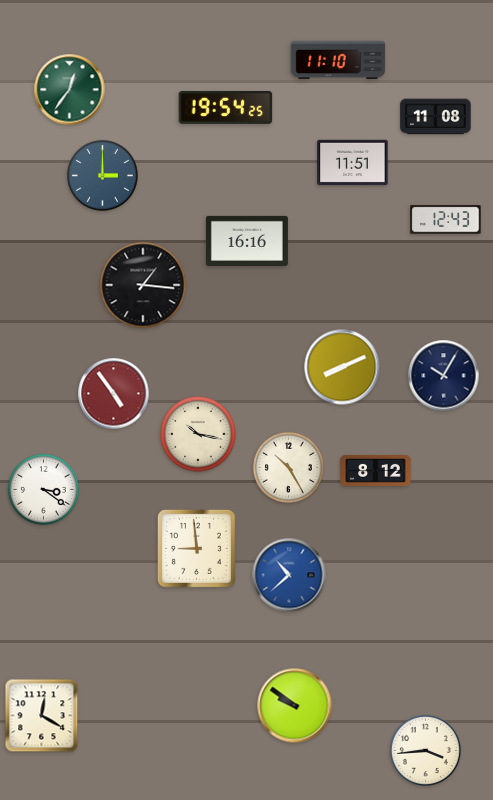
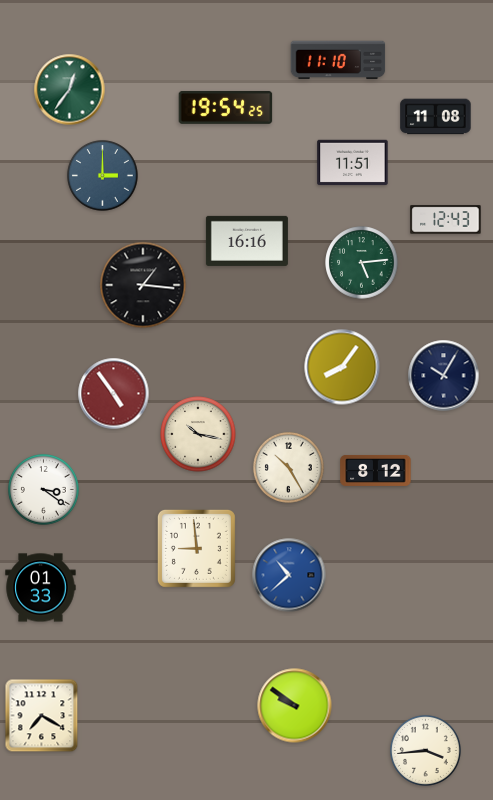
clock at (362, 263): none -> 5:14
clock at (342, 367): 8:11 -> 8:06
clock at (41, 588): none -> 01:33
clock at (42, 716): 12:20 -> 7:20
